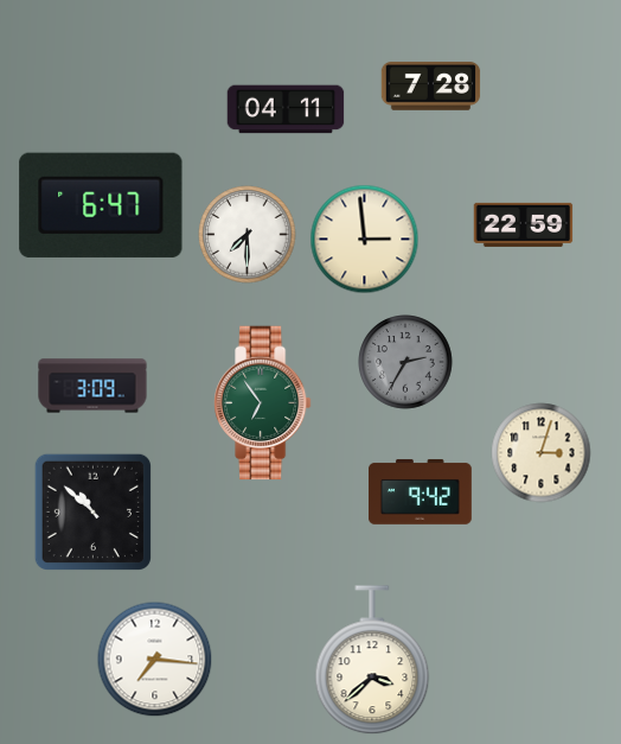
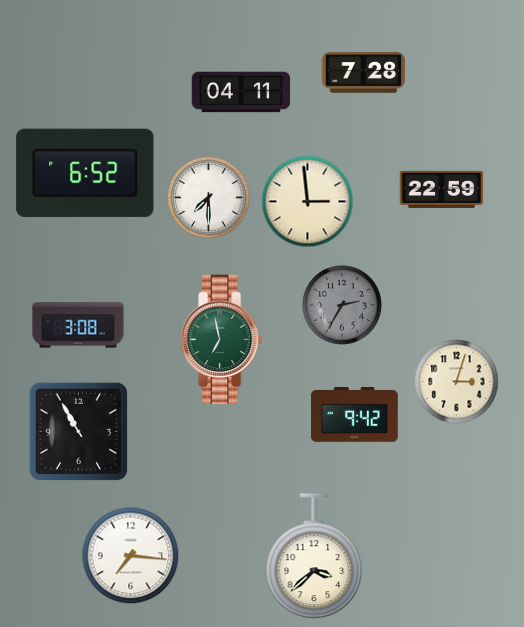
clock at (101, 205): 6:47 -> 6:52
clock at (92, 386): 3:09 -> 3:08
clock at (263, 403): 6:54 -> 6:58
clock at (92, 511): 10:52 -> 10:55
